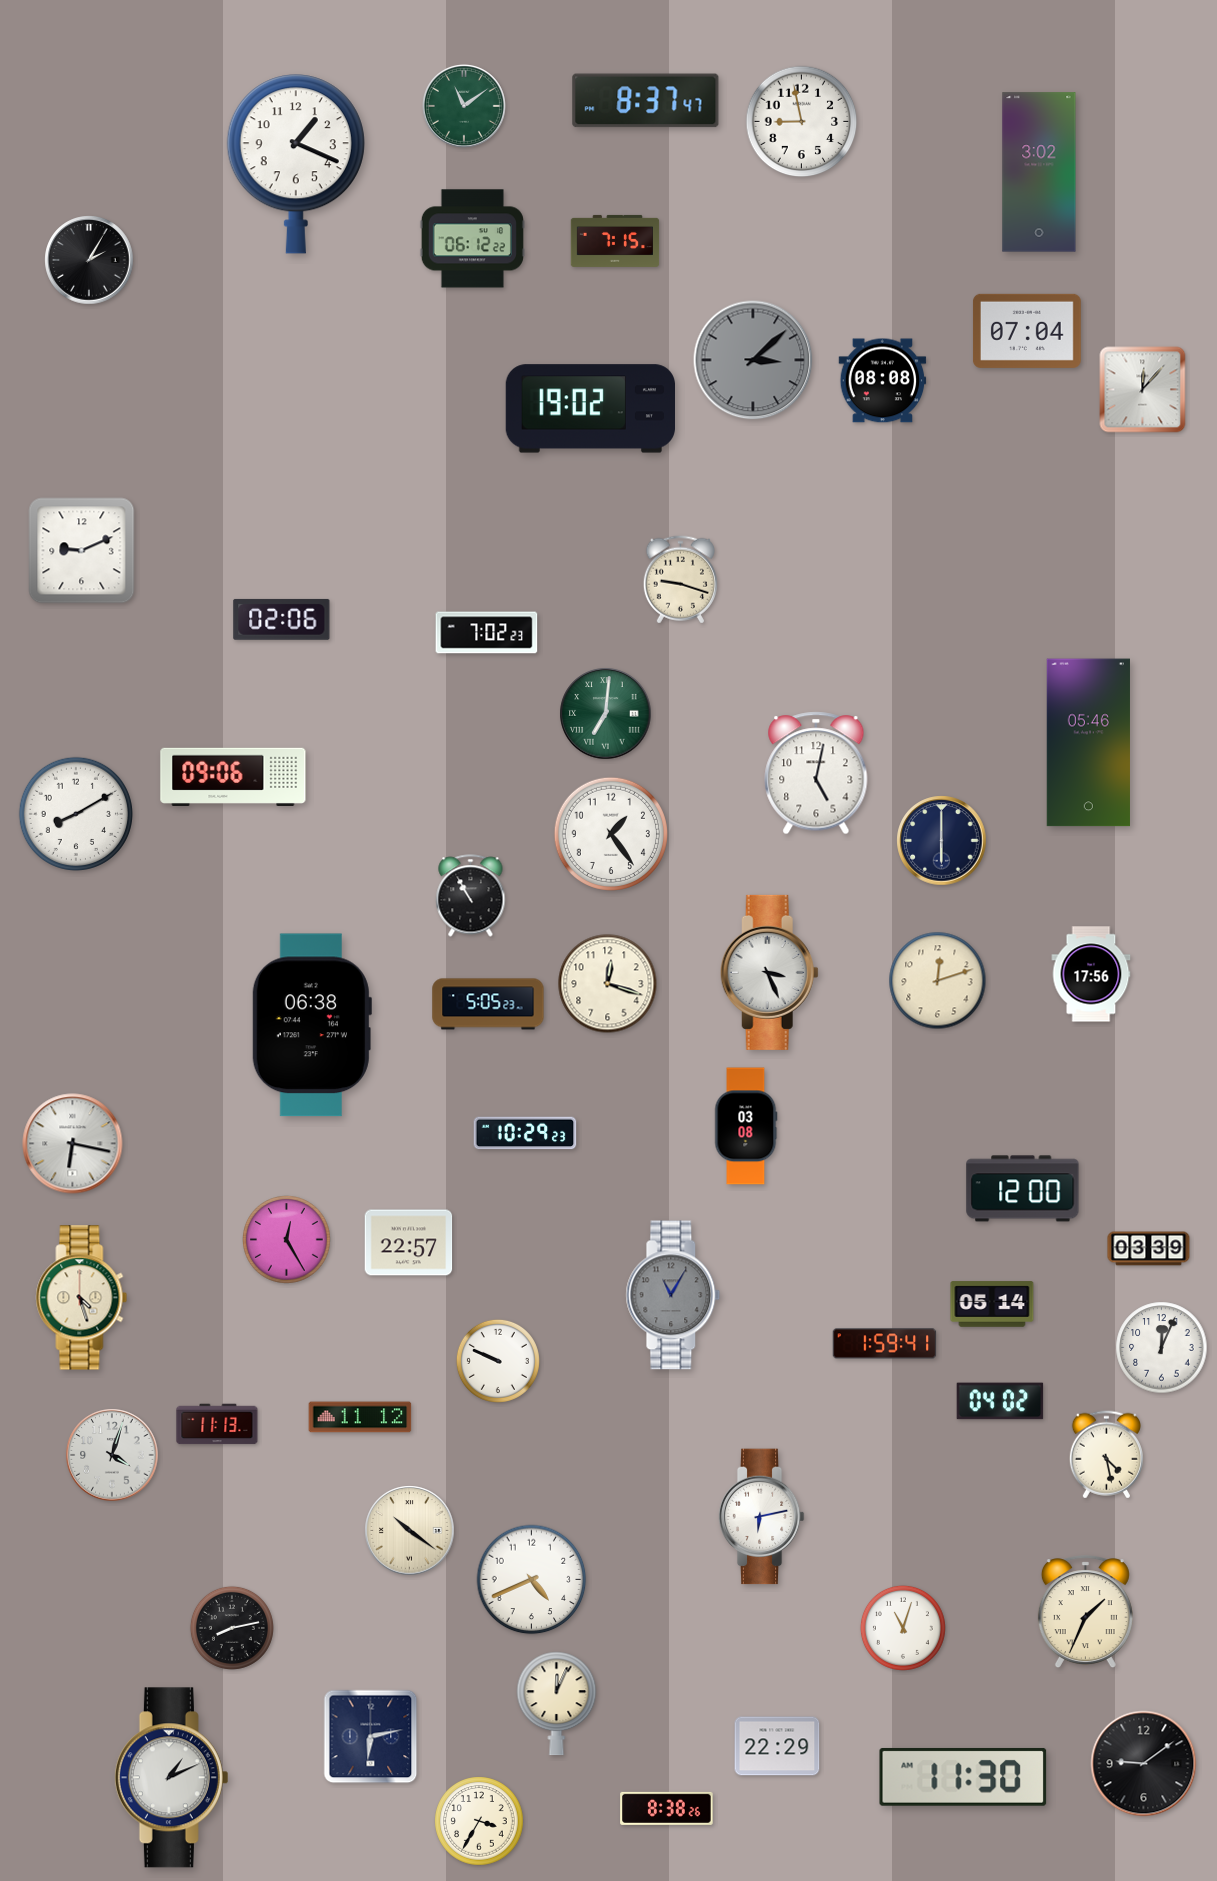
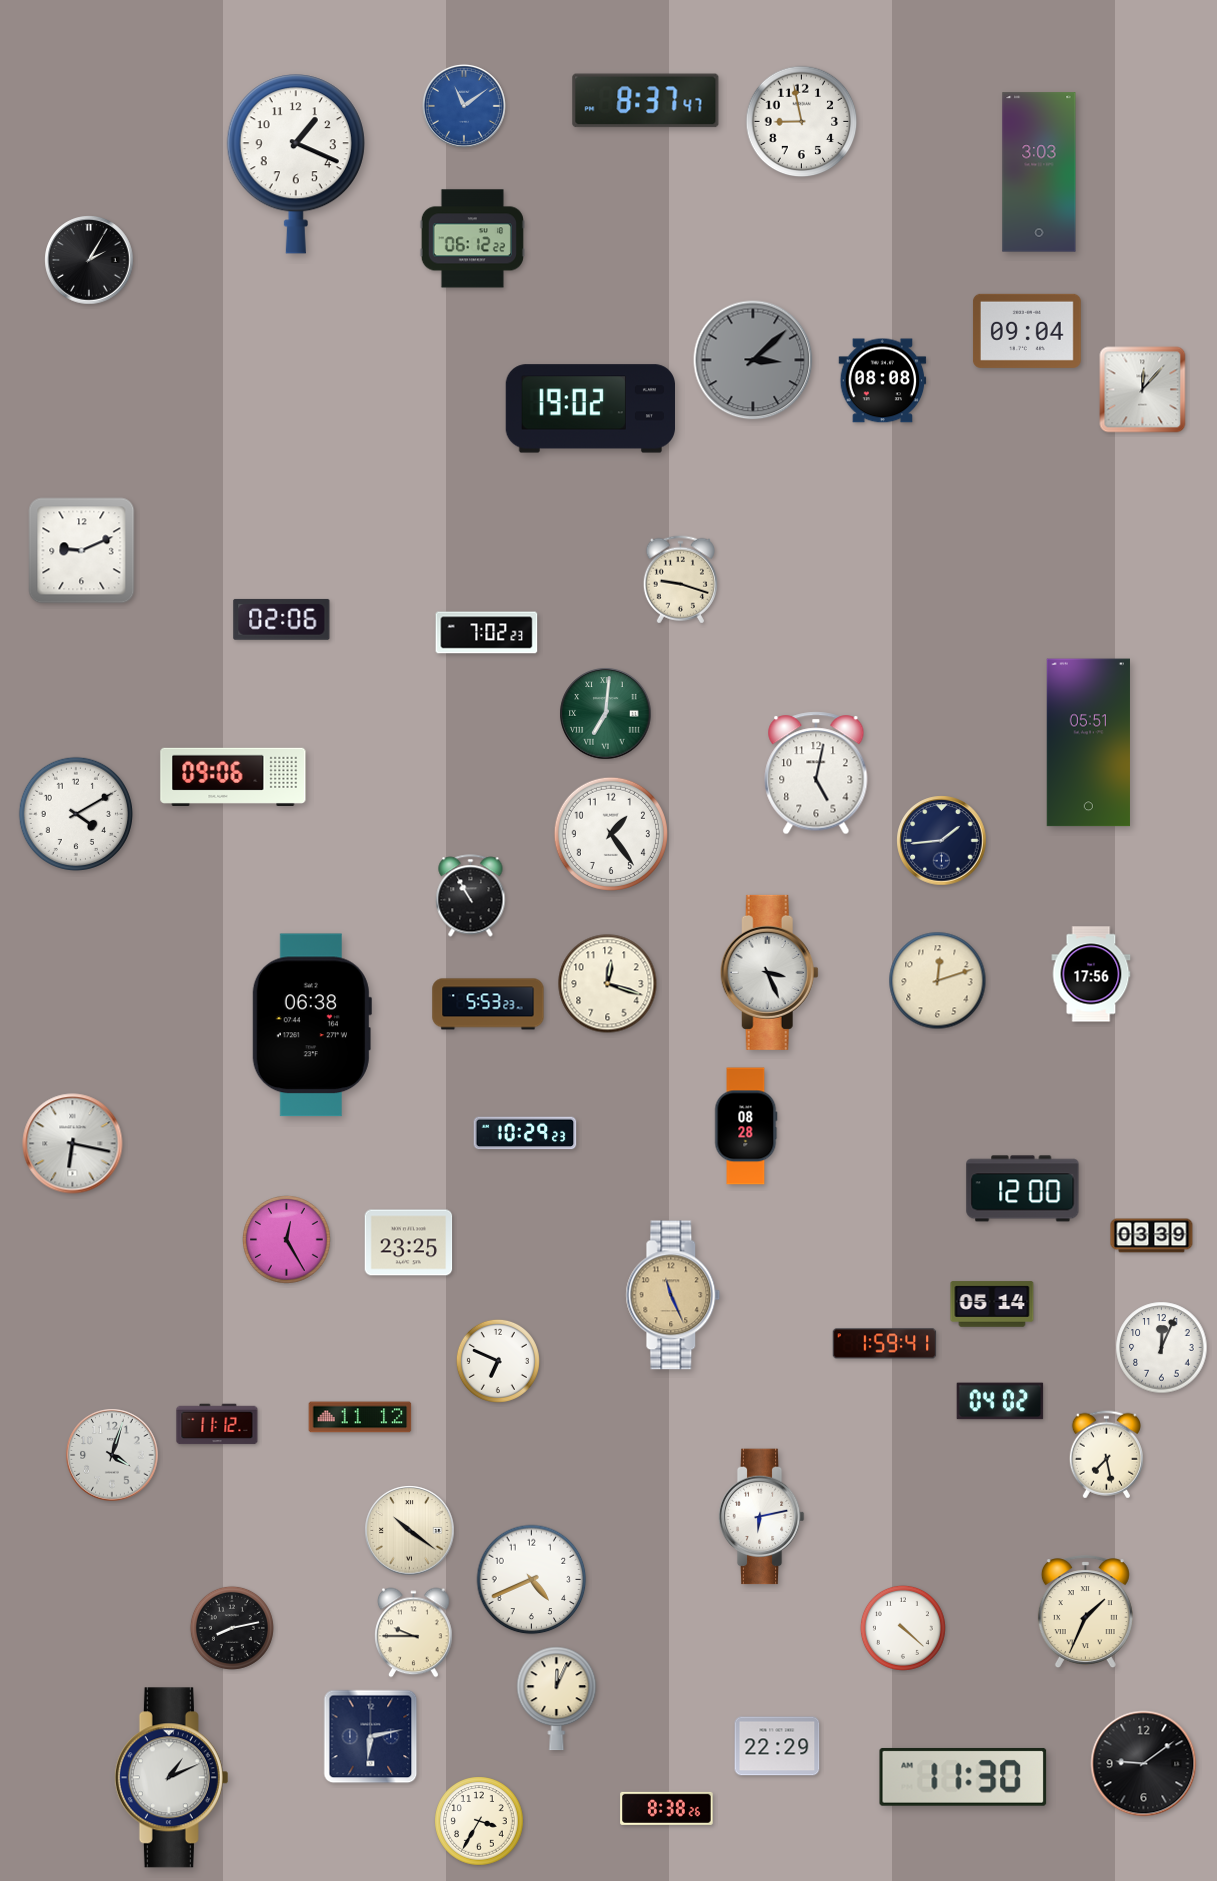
clock at (464, 106) dial: green -> blue
clock at (1039, 172): 3:02 -> 3:03
clock at (615, 241): 7:15 -> none
clock at (1027, 331): 07:04 -> 09:04
clock at (1088, 743): 05:46 -> 05:51
clock at (76, 814): 8:10 -> 4:10
clock at (942, 841): 6:00 -> 1:44
clock at (488, 1004): 5:05 -> 5:53
clock at (746, 1126): 03:08 -> 08:28
clock at (409, 1243): 22:57 -> 23:25
clock at (1149, 1249) position: (1149, 1249) -> (1152, 1236)
clock at (673, 1295): 11:05 -> 11:26
clock at (673, 1295) dial: grey -> champagne
clock at (82, 1298): 4:27 -> none
clock at (498, 1361): 9:49 -> 6:49
clock at (217, 1424): 11:13 -> 11:12
clock at (1106, 1455): 4:28 -> 7:28
clock at (903, 1628): 11:03 -> 4:22
clock at (414, 1633): none -> 9:45
clock at (557, 1704) position: (557, 1704) -> (557, 1699)
